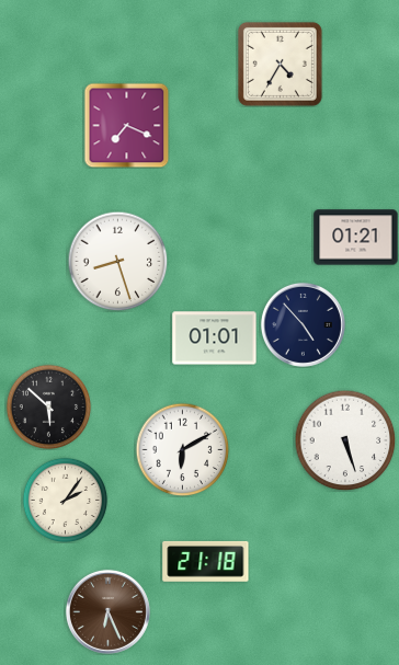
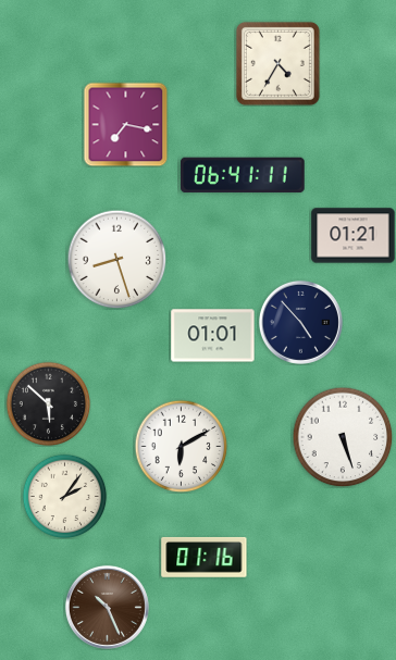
clock at (126, 125): 7:19 -> 7:17
clock at (244, 175): none -> 06:41
clock at (206, 561): 21:18 -> 01:16
clock at (107, 611): 6:26 -> 10:26
